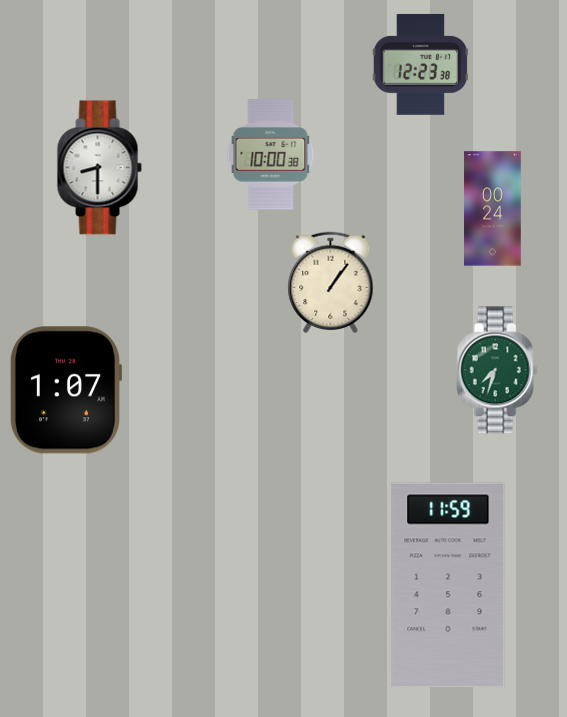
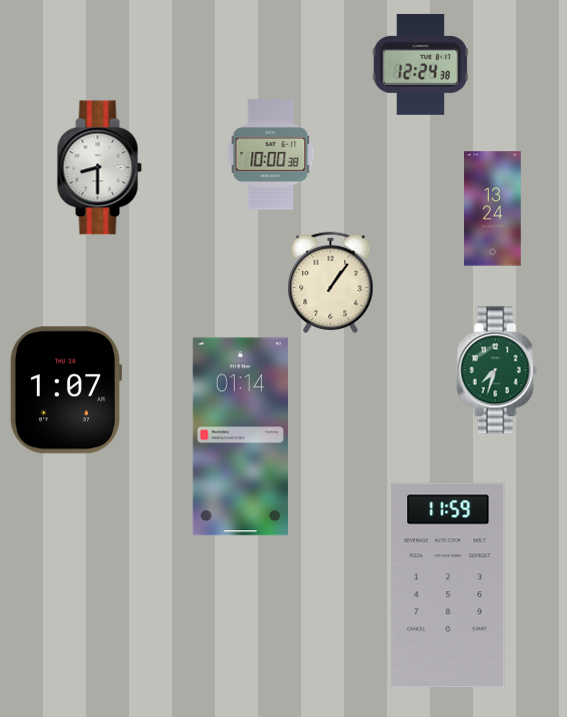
clock at (421, 64): 12:23 -> 12:24
clock at (493, 209): 00:24 -> 13:24
clock at (240, 437): none -> 01:14
